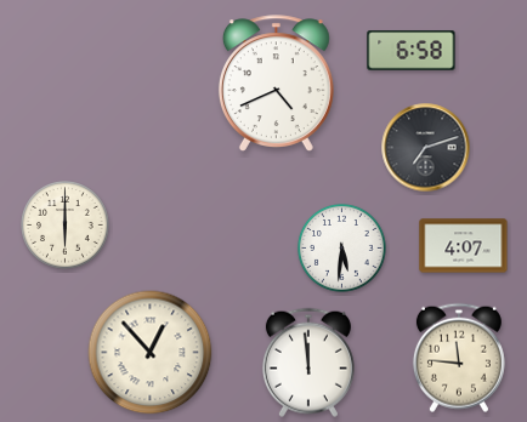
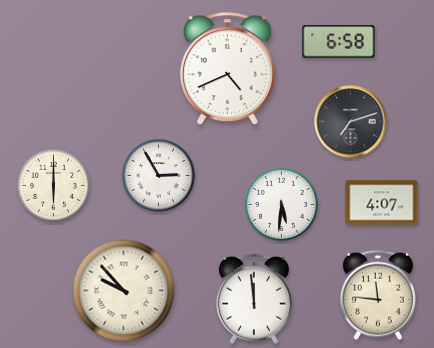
clock at (159, 176): none -> 2:55
clock at (151, 353): 12:53 -> 9:53
